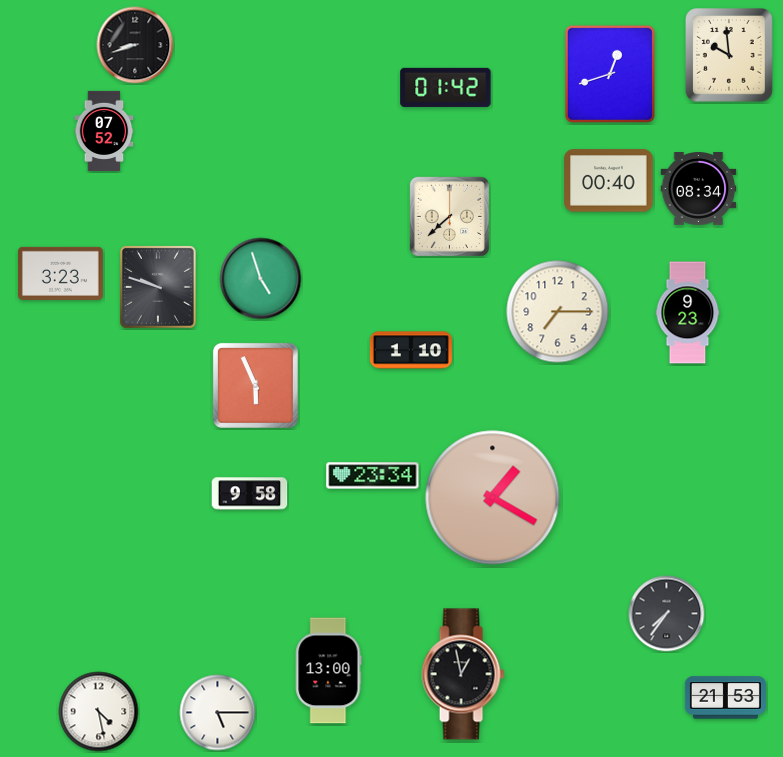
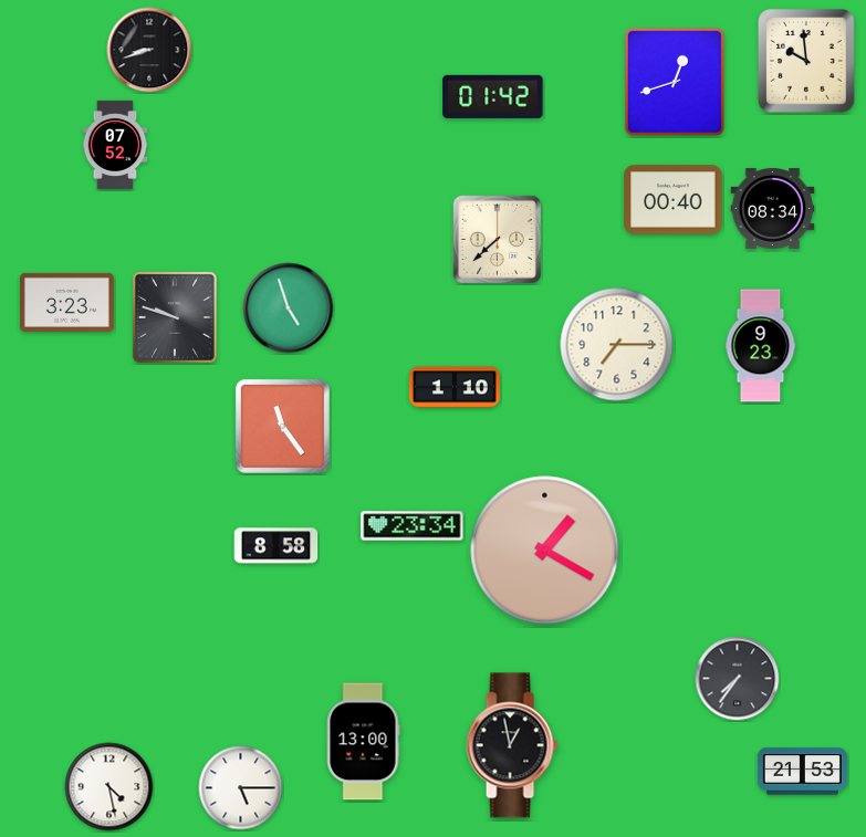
clock at (255, 385): 5:56 -> 11:24
clock at (250, 494): 9:58 -> 8:58
